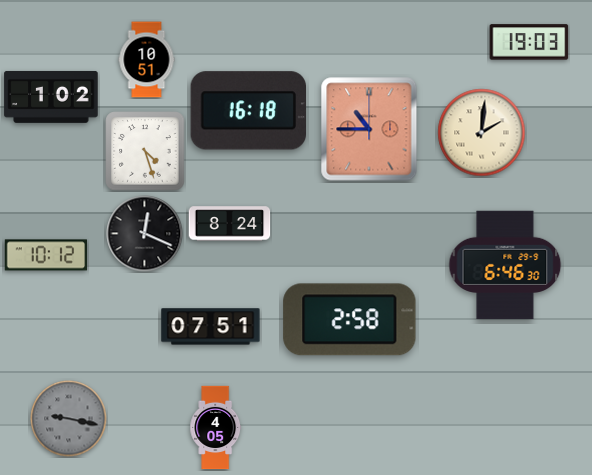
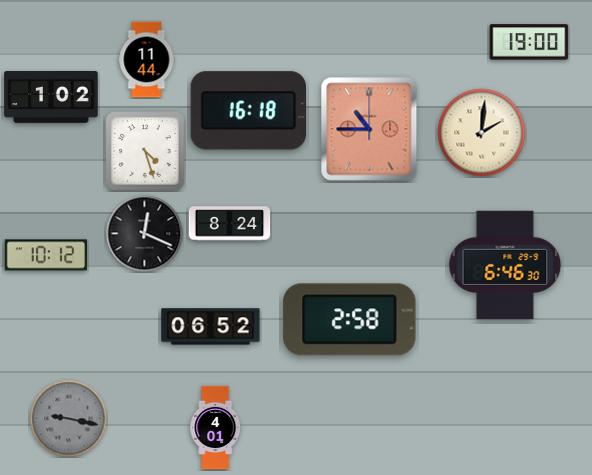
clock at (529, 42): 19:03 -> 19:00
clock at (147, 60): 10:51 -> 11:44
clock at (211, 327): 07:51 -> 06:52
clock at (216, 428): 4:05 -> 4:01
